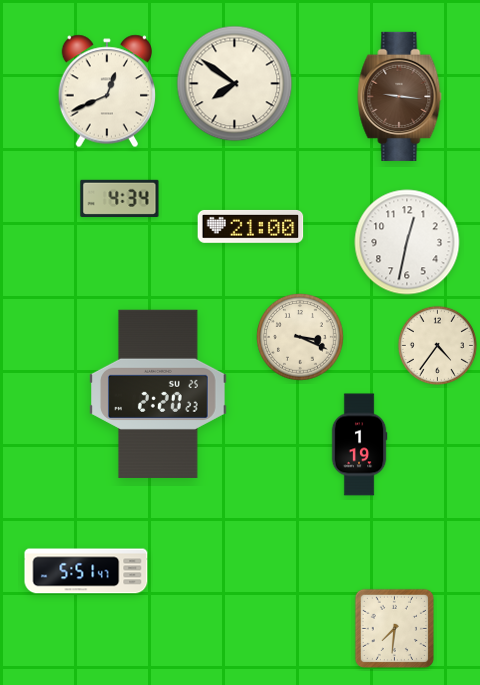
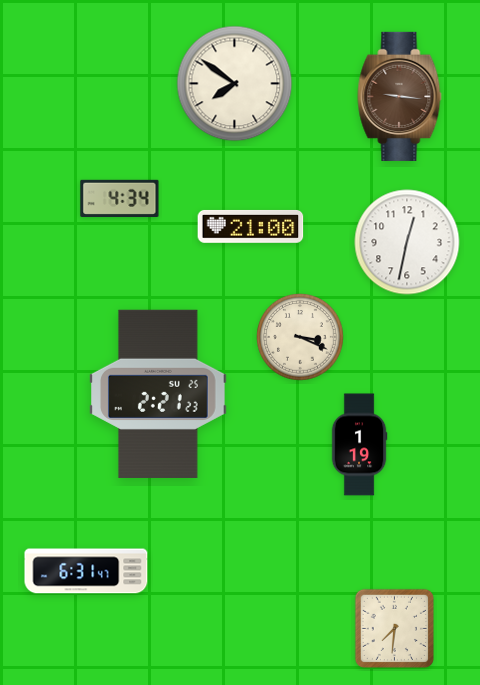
clock at (106, 91): 12:41 -> none
clock at (437, 345): 4:36 -> none
clock at (158, 394): 2:20 -> 2:21
clock at (86, 571): 5:51 -> 6:31
